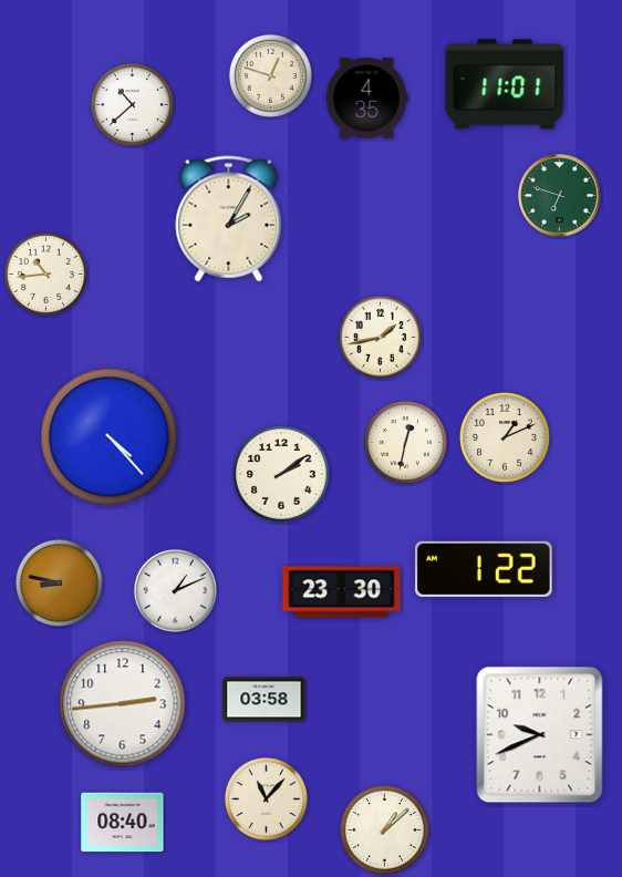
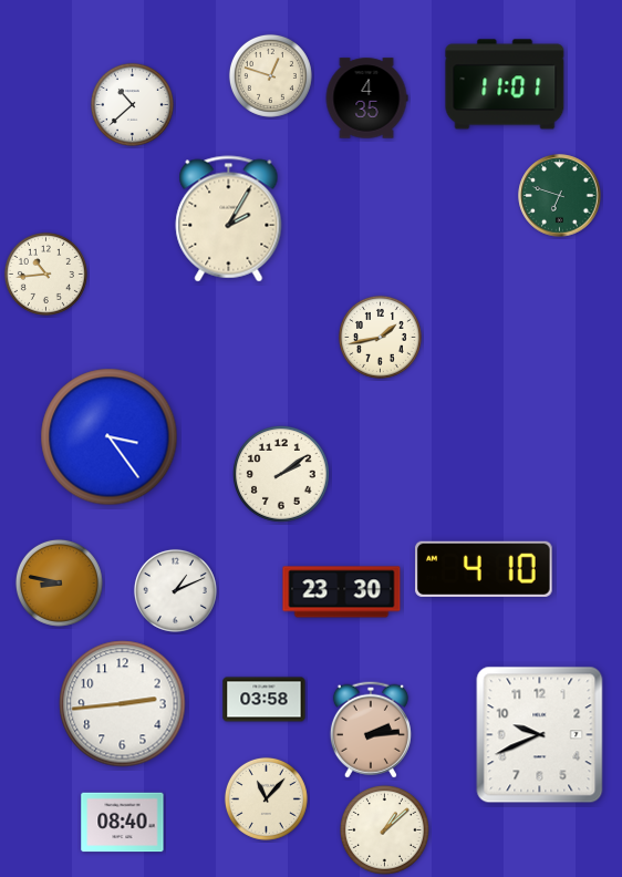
clock at (110, 437): 4:23 -> 3:24
clock at (505, 437): 1:11 -> none
clock at (405, 442): 12:32 -> none
clock at (484, 569): 1:22 -> 4:10
clock at (371, 730): none -> 2:14
